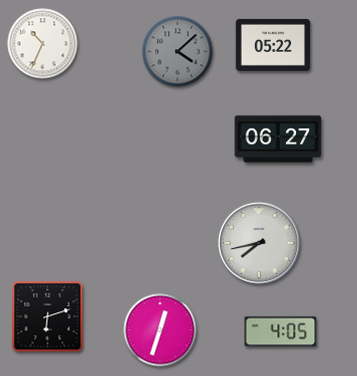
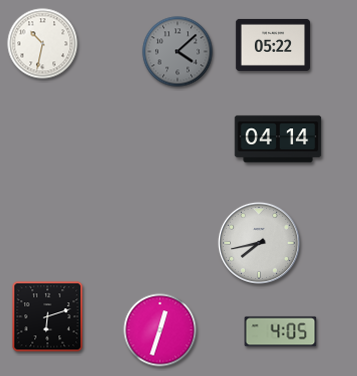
clock at (43, 44): 10:34 -> 10:32
clock at (278, 139): 06:27 -> 04:14
